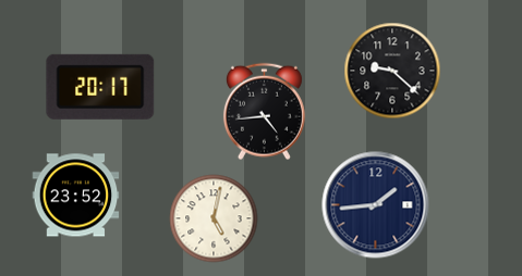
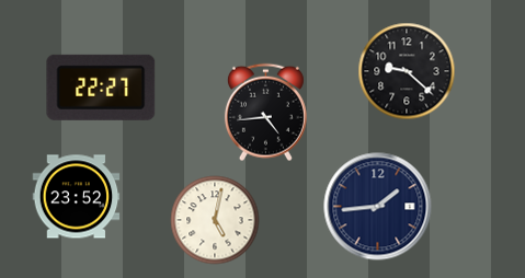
clock at (392, 71) position: (392, 71) -> (407, 71)
clock at (100, 87): 20:17 -> 22:27
